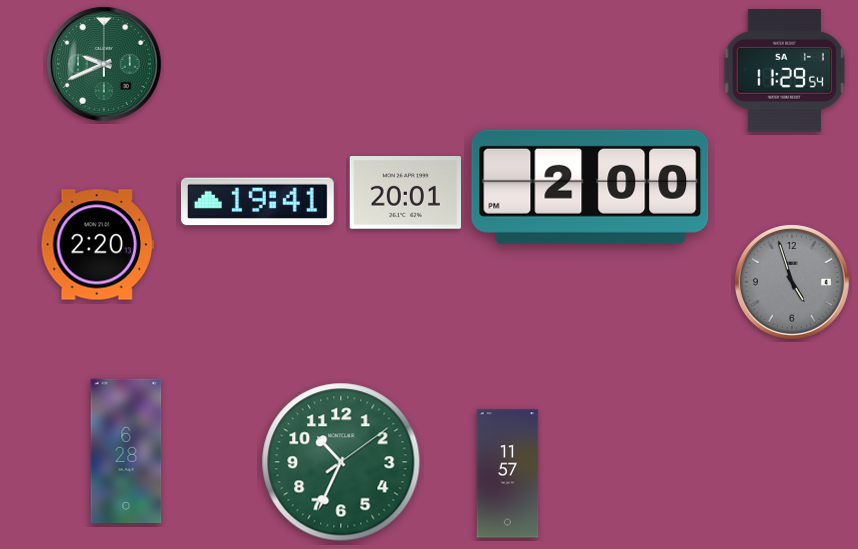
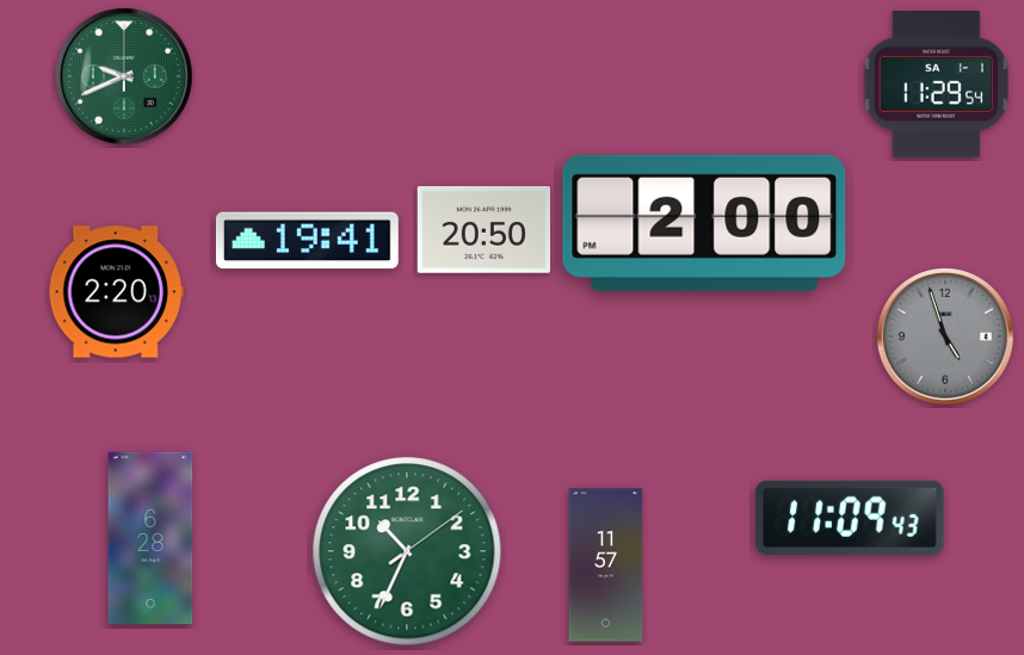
clock at (405, 193): 20:01 -> 20:50
clock at (850, 518): none -> 11:09
